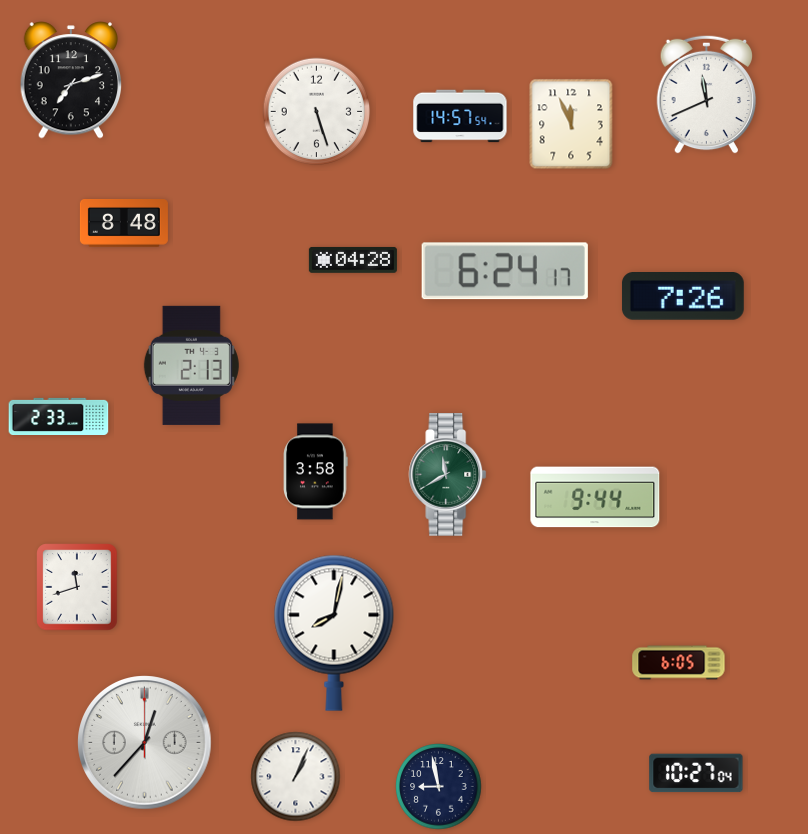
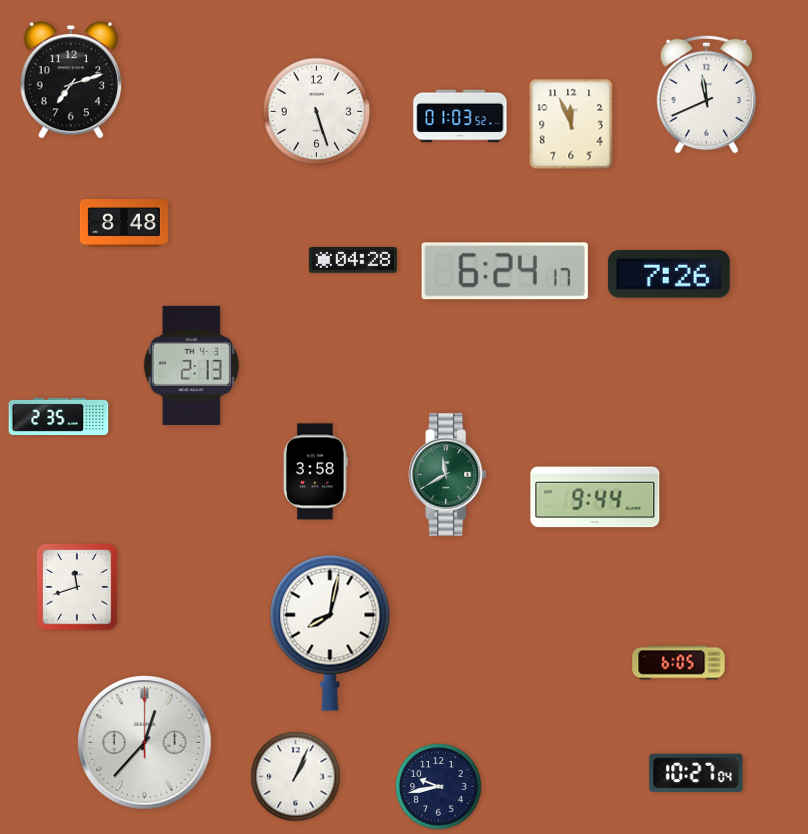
clock at (460, 116): 14:57 -> 01:03
clock at (683, 297) position: (683, 297) -> (669, 275)
clock at (59, 416): 2:33 -> 2:35
clock at (334, 633) position: (334, 633) -> (330, 633)
clock at (439, 787): 8:58 -> 9:43
